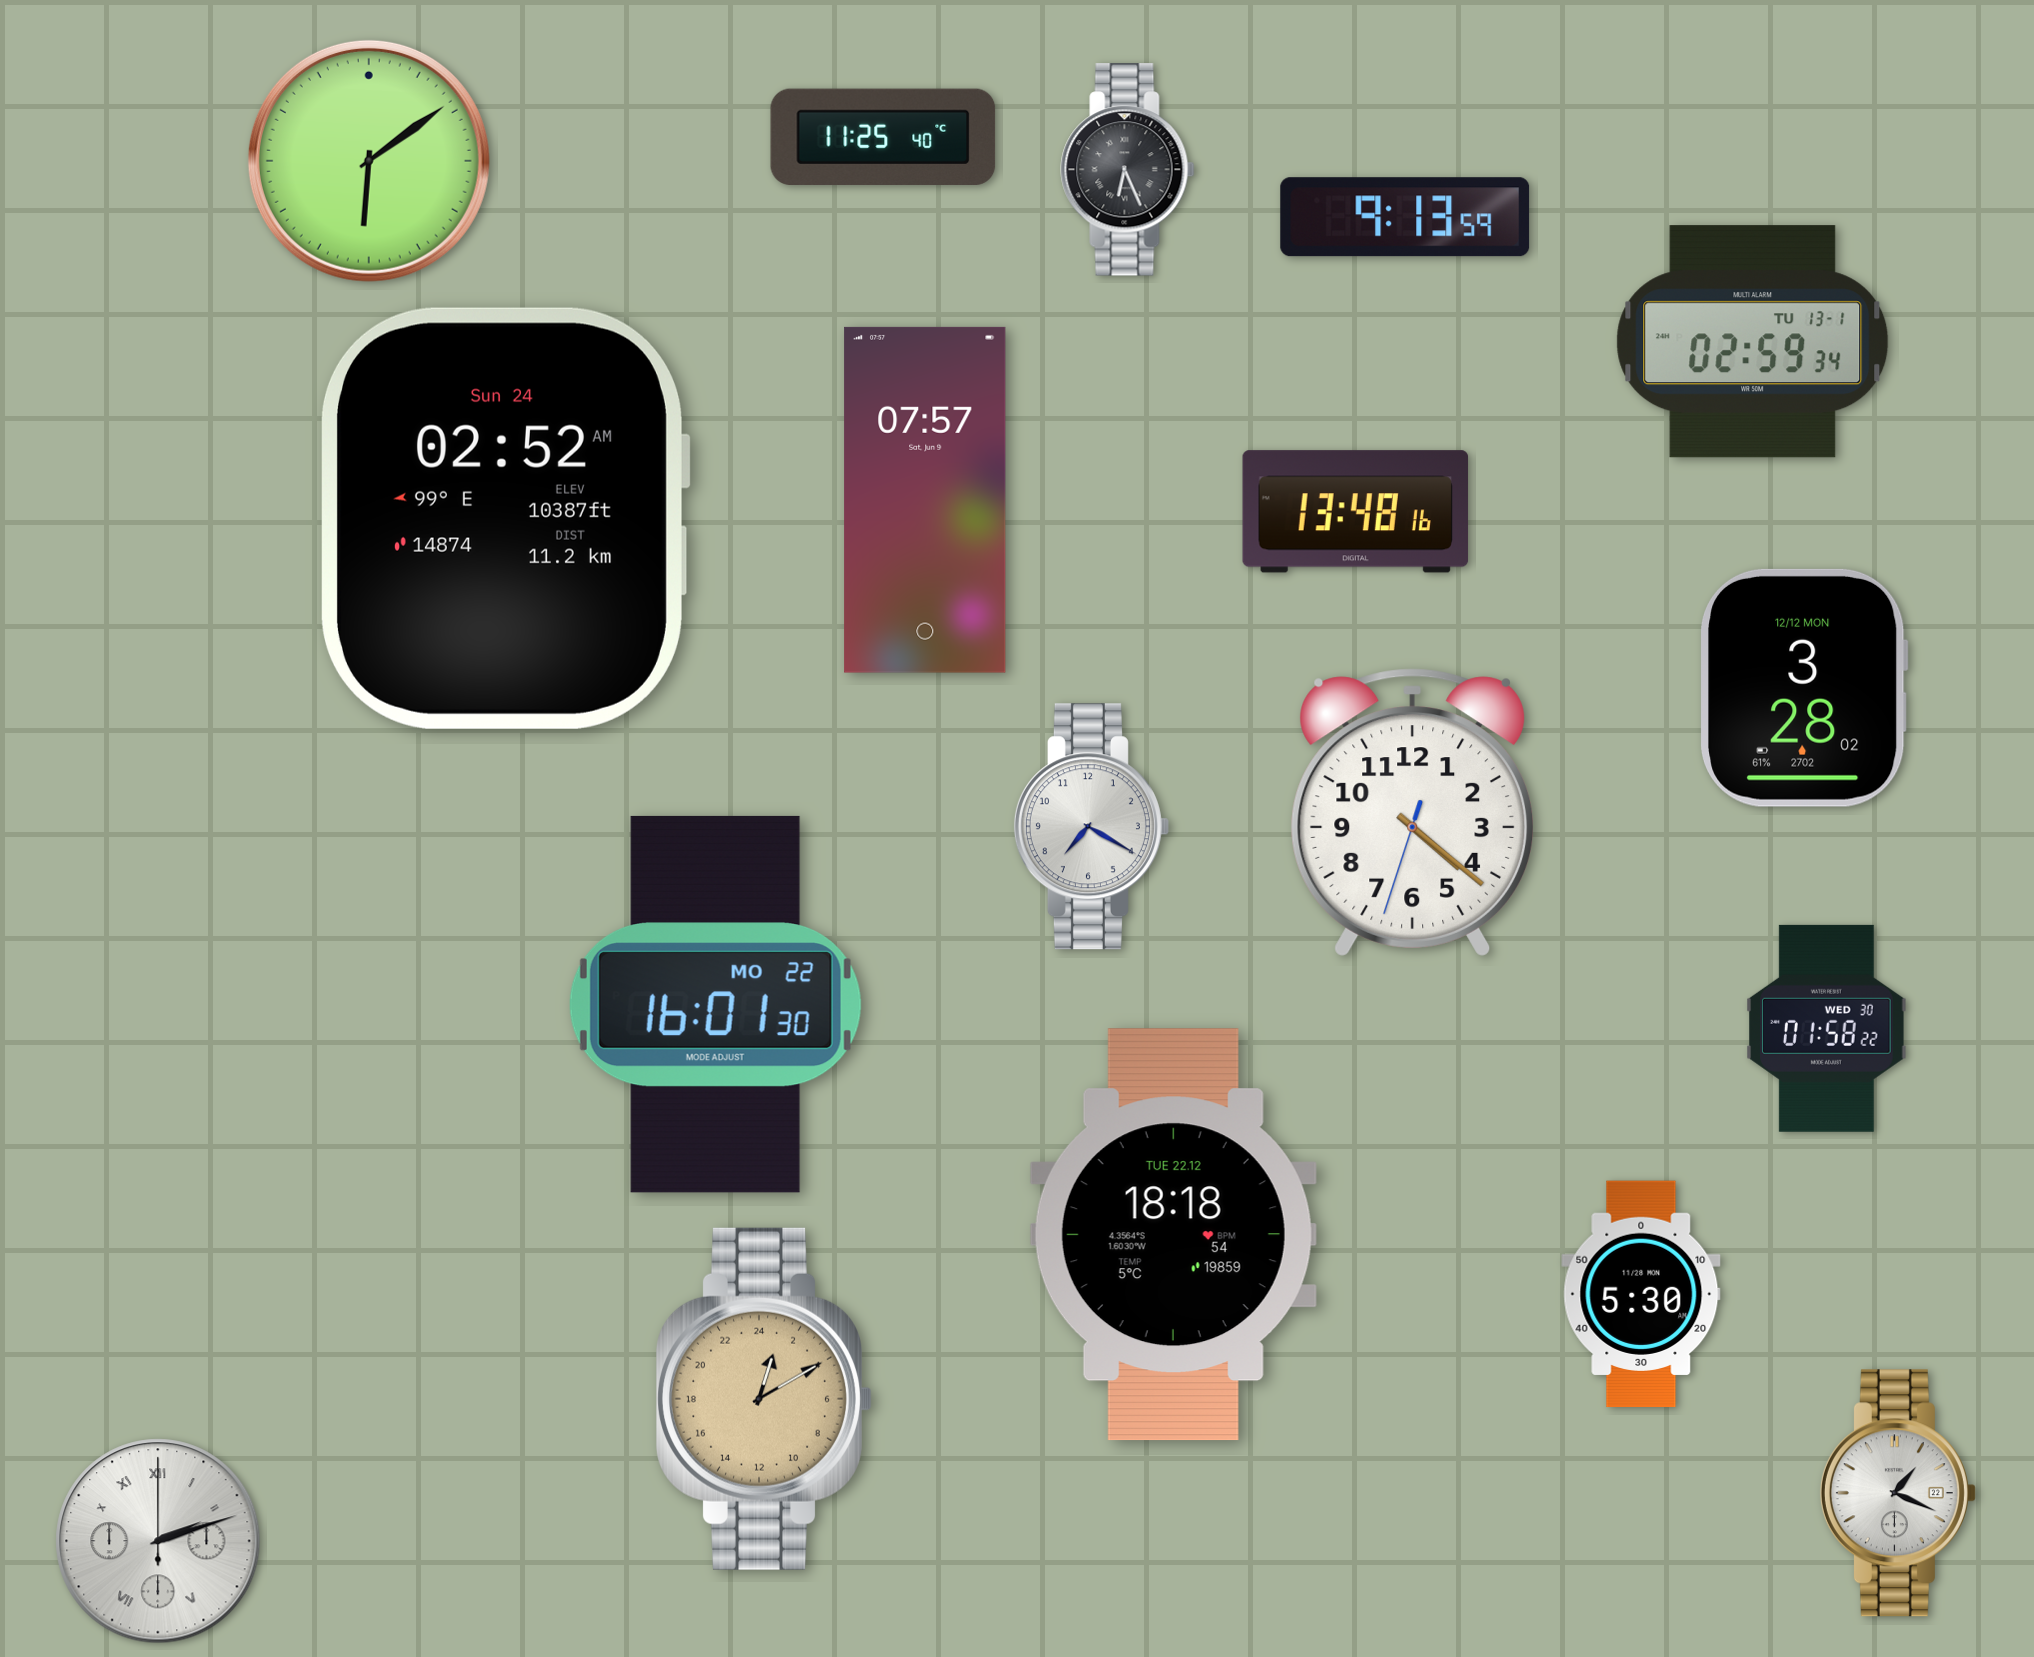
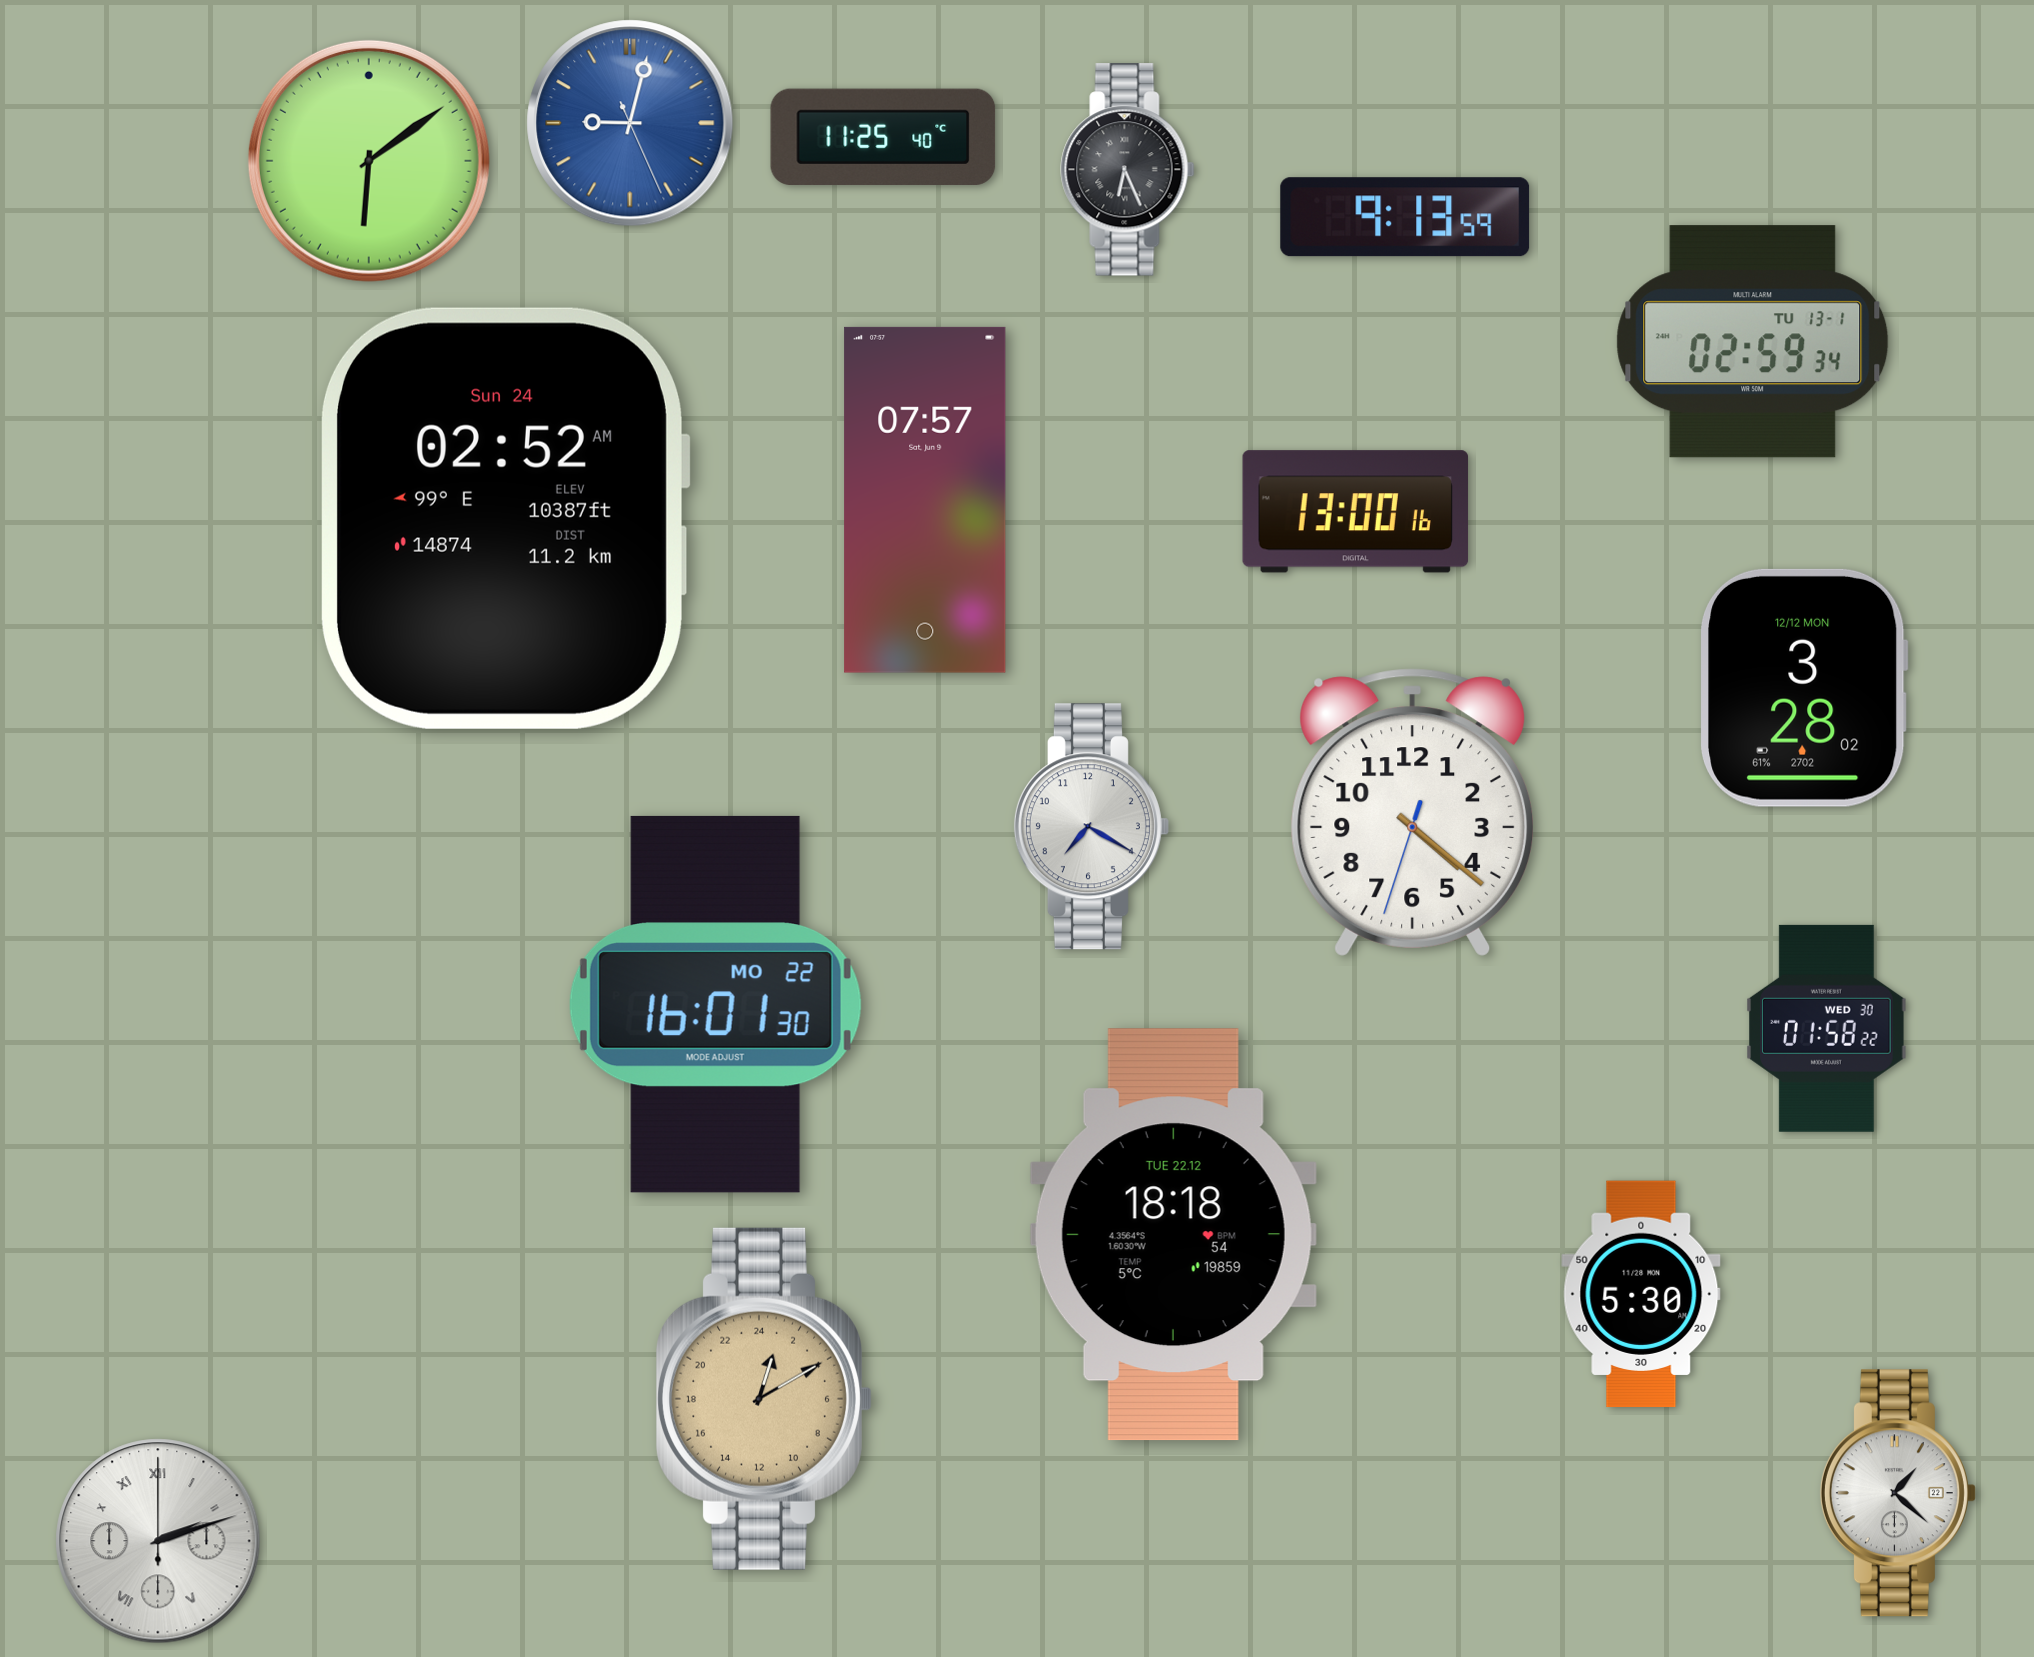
clock at (630, 123): none -> 9:02
clock at (1356, 512): 13:48 -> 13:00
clock at (1898, 1493): 1:19 -> 1:22
